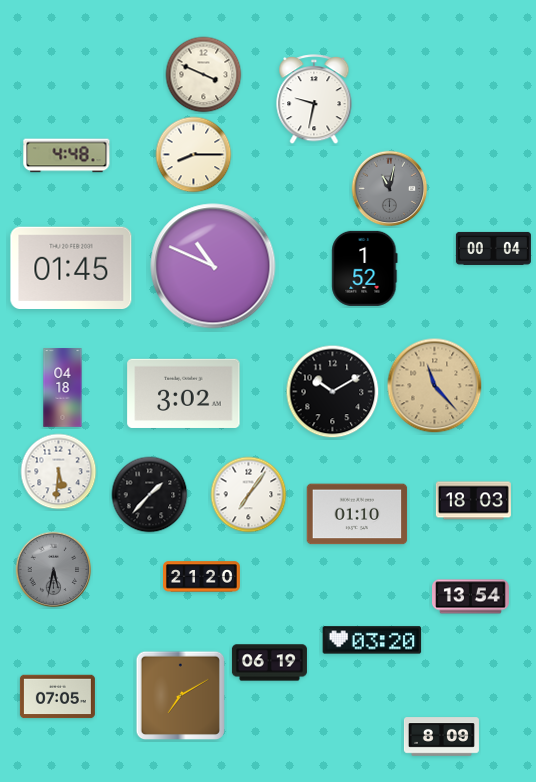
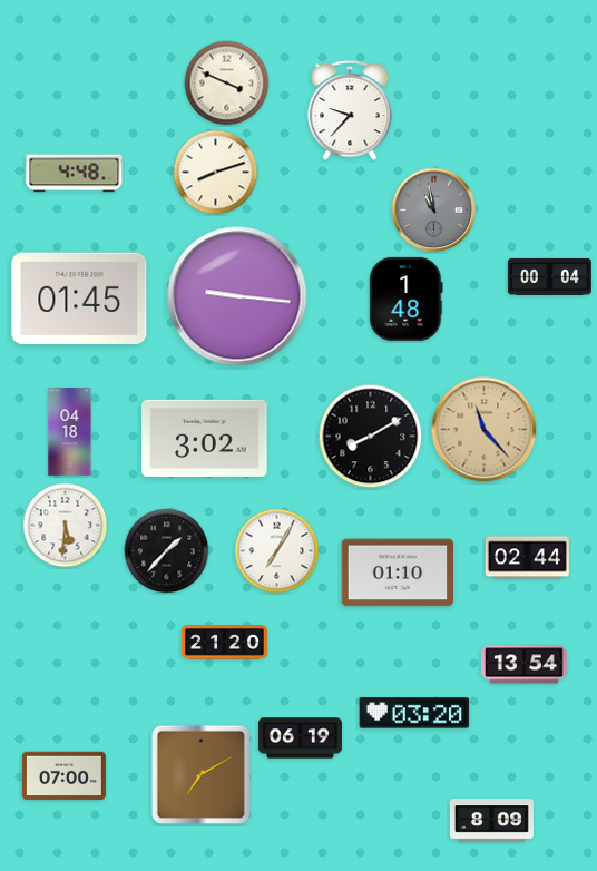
clock at (314, 100): 9:32 -> 9:37
clock at (194, 155): 8:15 -> 8:12
clock at (390, 189): 11:02 -> 10:58
clock at (213, 266): 10:49 -> 9:16
clock at (365, 268): 1:52 -> 1:48
clock at (333, 392): 10:10 -> 8:10
clock at (249, 495): 7:06 -> 7:05
clock at (473, 501): 18:03 -> 02:44
clock at (54, 570): 5:32 -> none
clock at (57, 697): 07:05 -> 07:00
